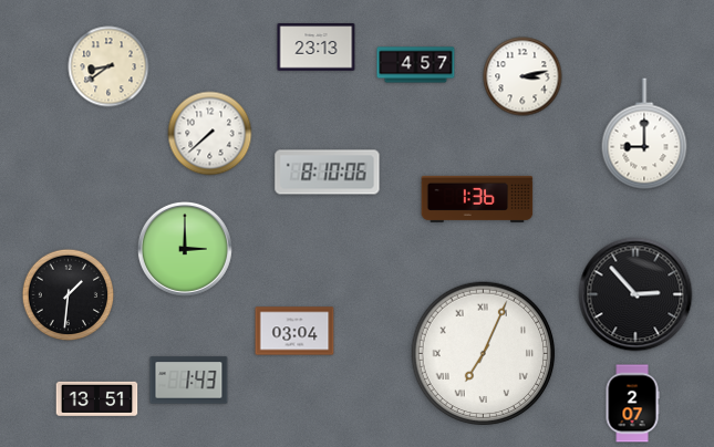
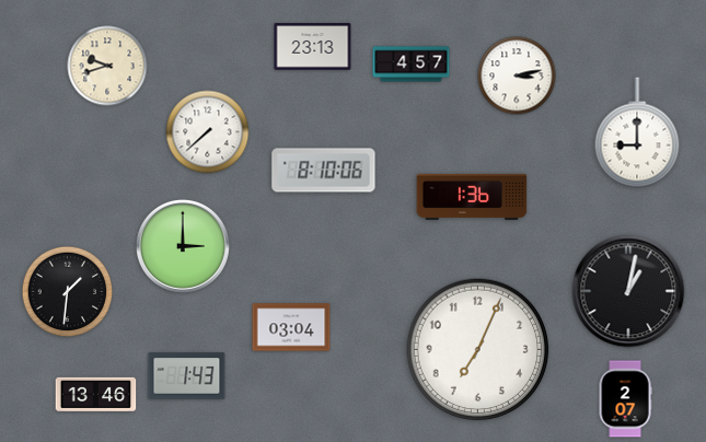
clock at (108, 66): 8:39 -> 9:42
clock at (635, 294): 2:53 -> 1:02
clock at (484, 354) numerals: Roman -> Arabic
clock at (97, 398): 13:51 -> 13:46
